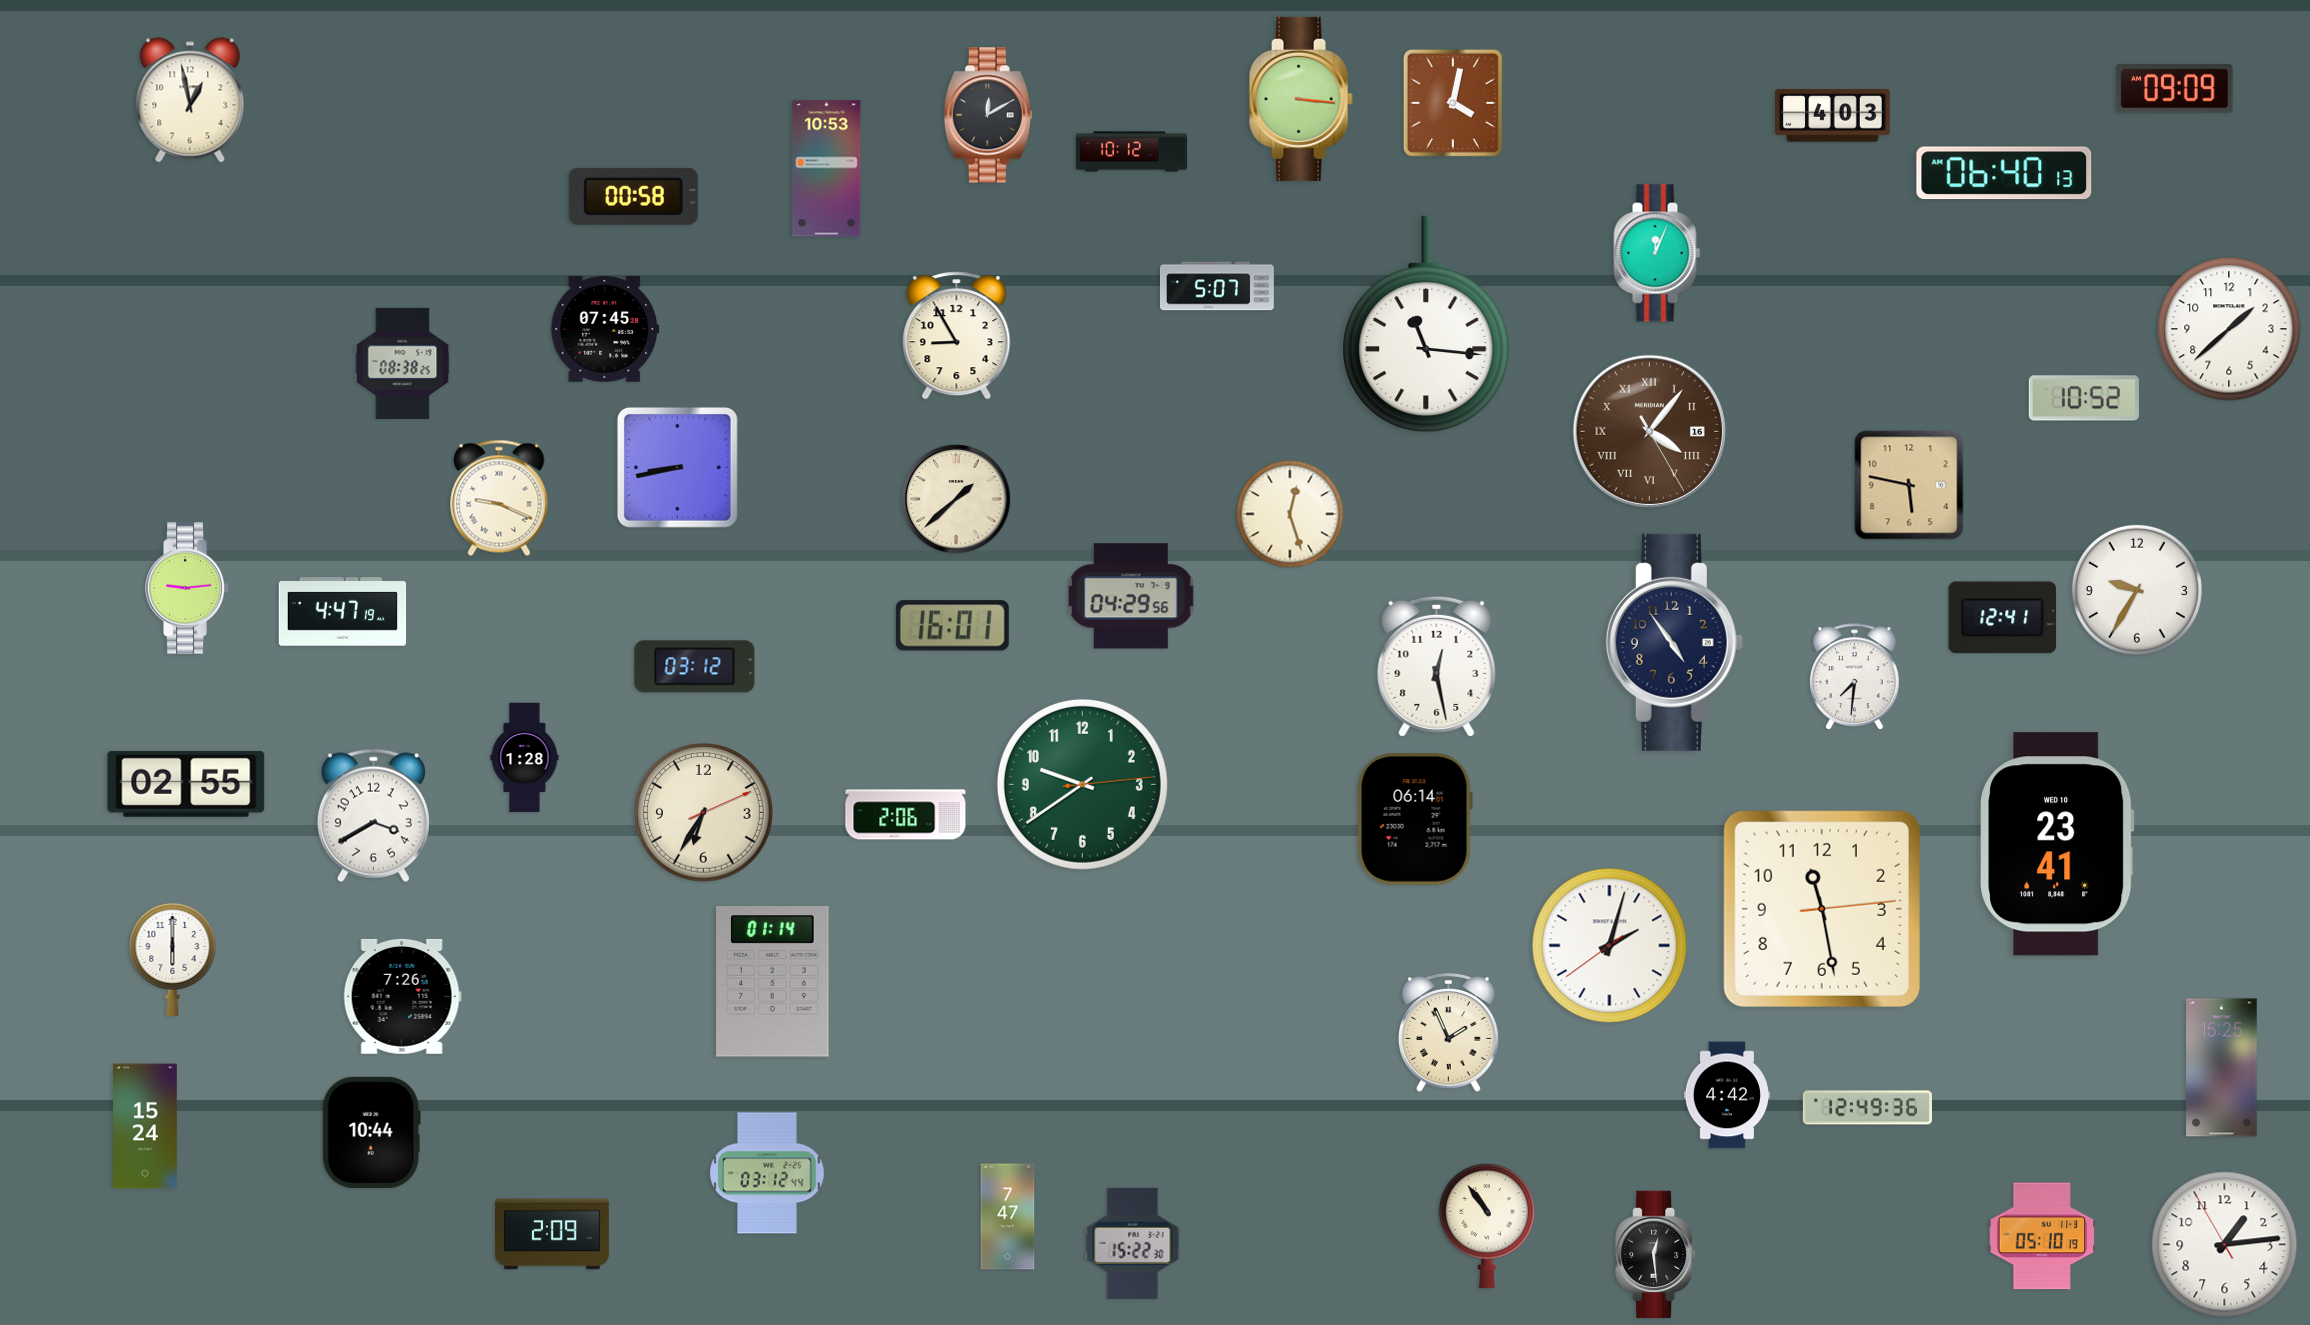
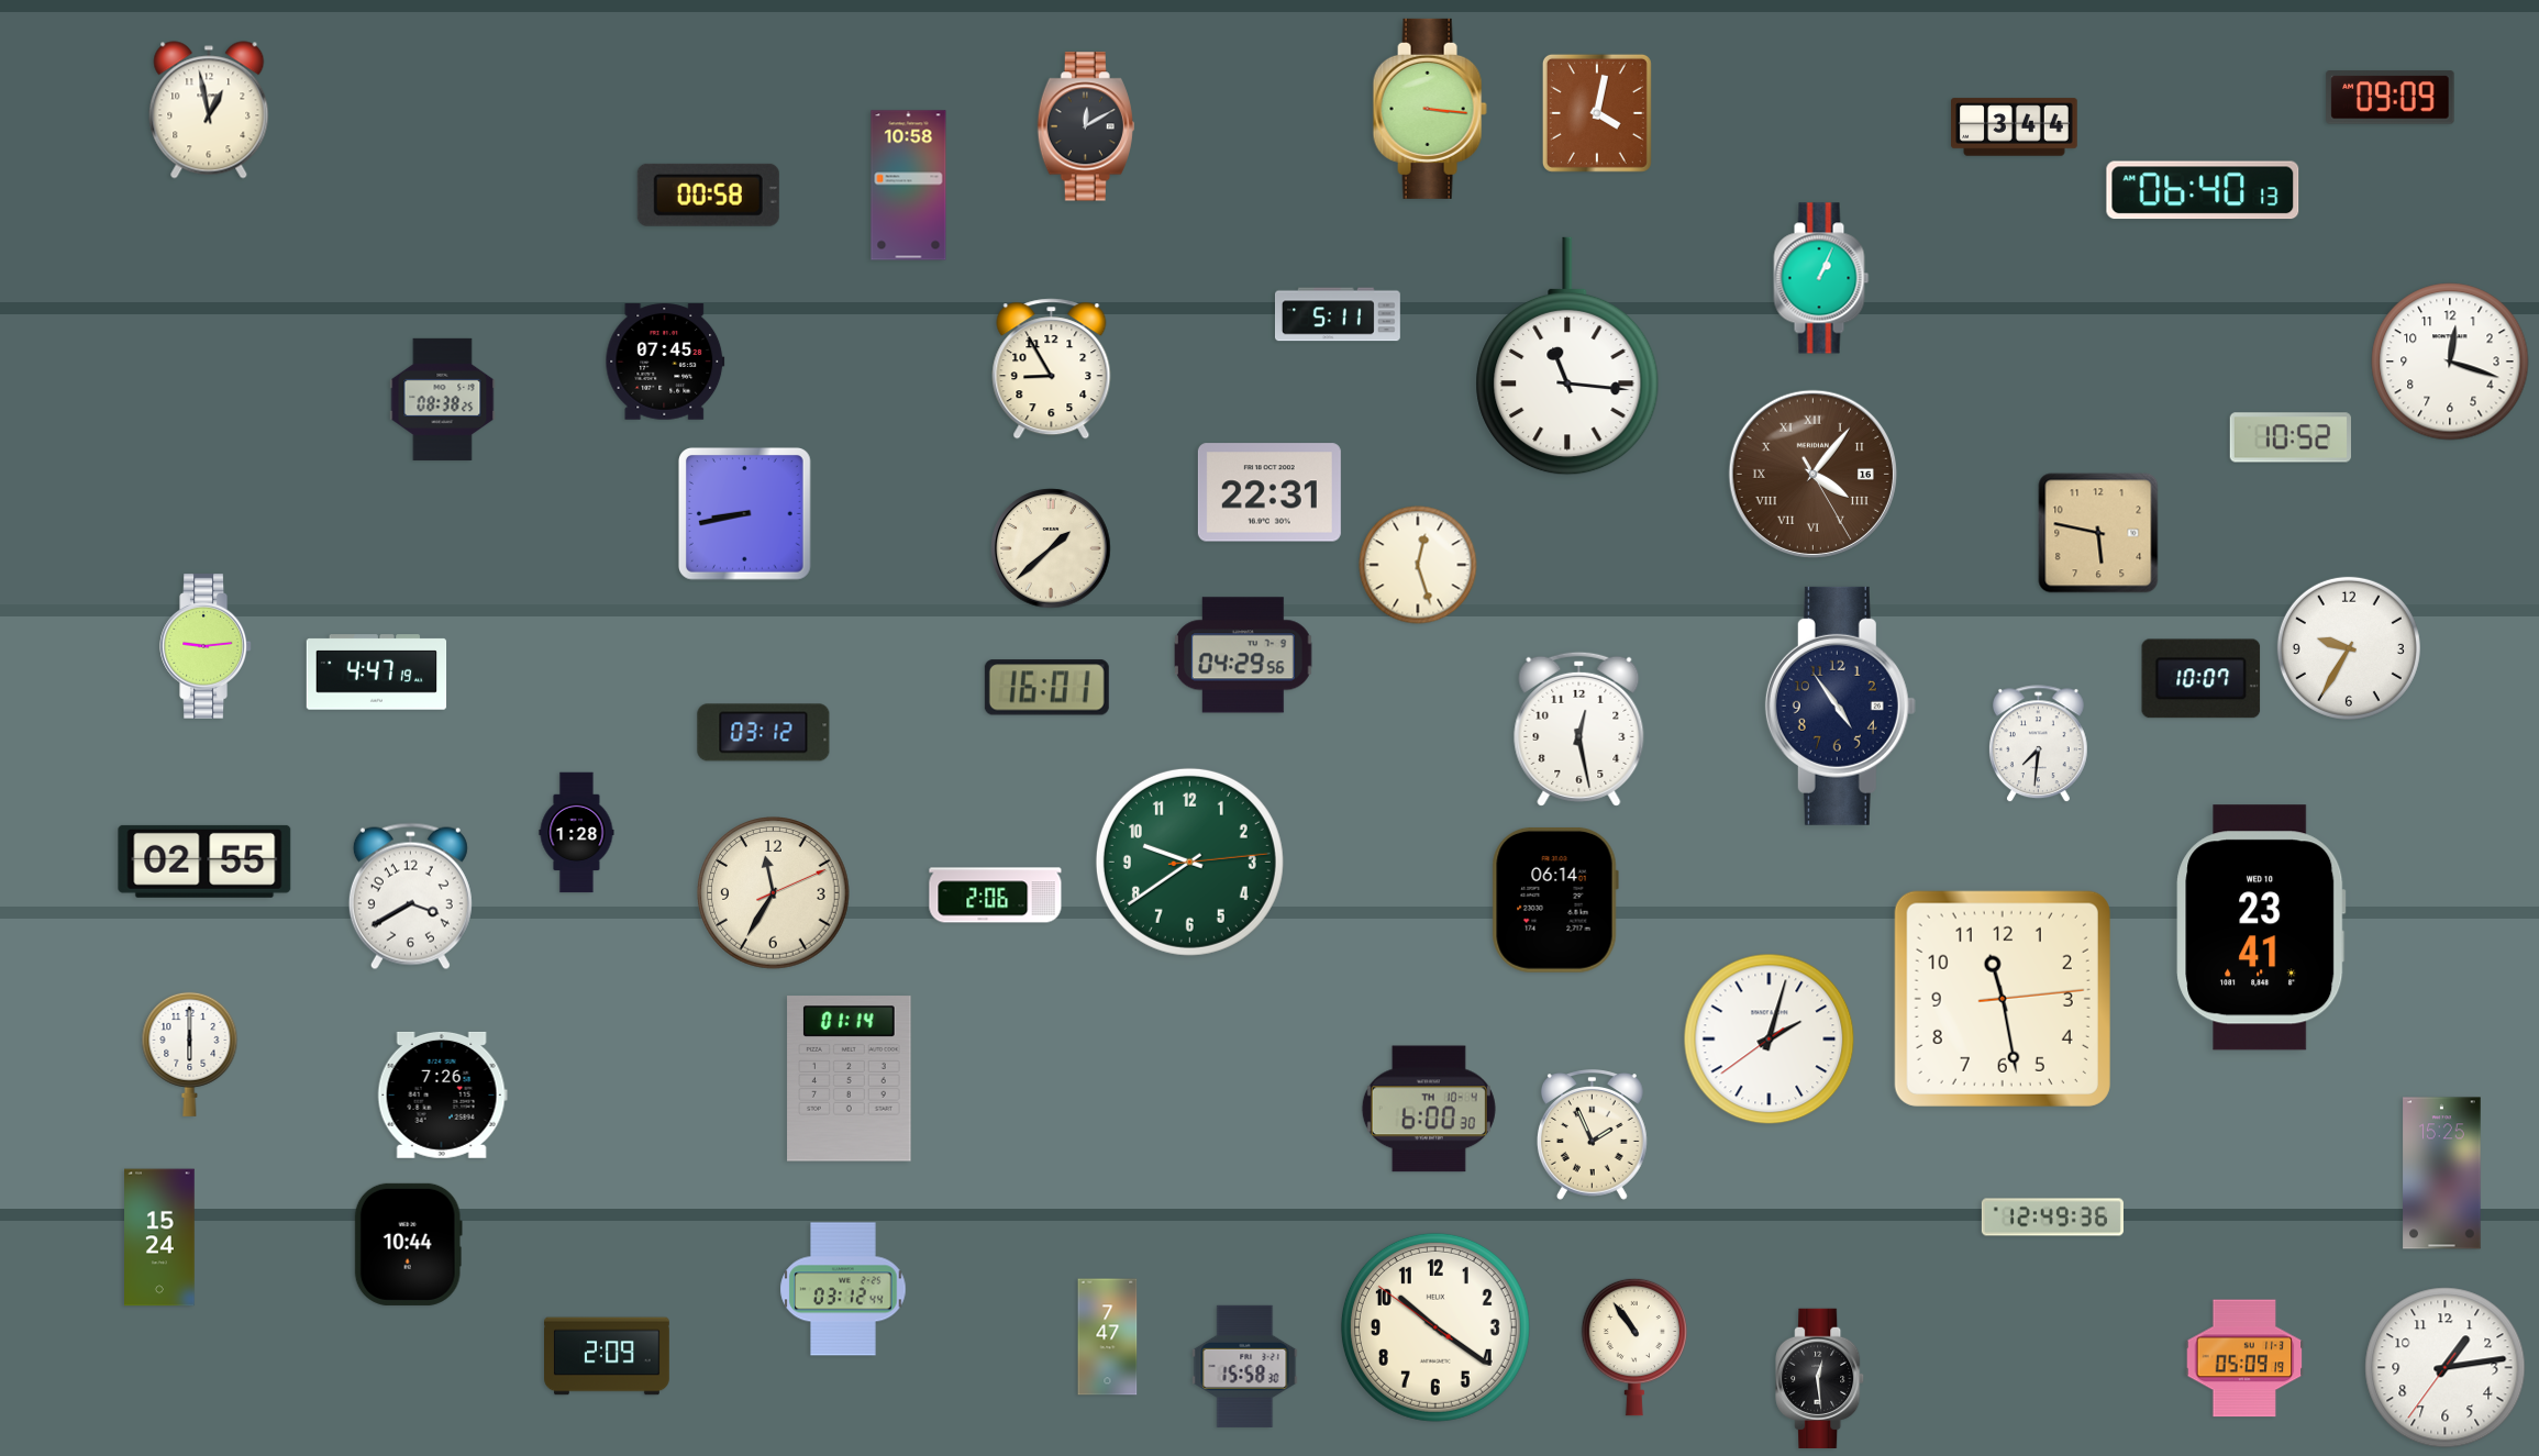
clock at (1833, 116): 4:03 -> 3:44
clock at (1131, 152): 10:12 -> none
clock at (827, 169): 10:53 -> 10:58
clock at (633, 196) position: (633, 196) -> (708, 194)
clock at (1657, 253): 12:04 -> 1:04
clock at (1218, 286): 5:07 -> 5:11
clock at (2229, 329): 1:38 -> 12:18
clock at (1269, 492): none -> 22:31
clock at (499, 498): 9:19 -> none
clock at (2003, 618): 12:41 -> 10:07
clock at (1437, 666) position: (1437, 666) -> (1579, 729)
clock at (704, 813): 6:35 -> 11:35
clock at (1429, 1109): none -> 6:00
clock at (1727, 1095): 4:42 -> none
clock at (1435, 1327): none -> 10:20
clock at (2042, 1236): 05:10 -> 05:09
clock at (1133, 1243): 15:22 -> 15:58
clock at (2225, 1245): 1:13:55 -> 1:13:36
